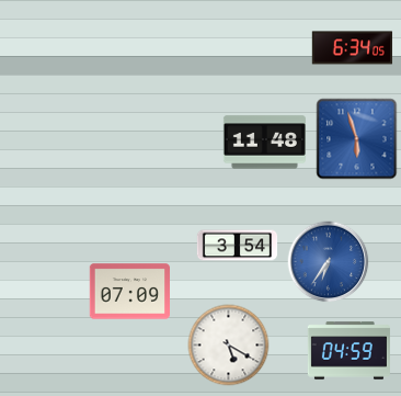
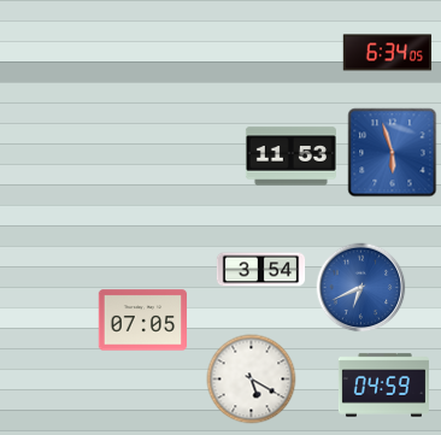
clock at (264, 143): 11:48 -> 11:53
clock at (329, 262): 6:36 -> 6:41
clock at (129, 292): 07:09 -> 07:05
